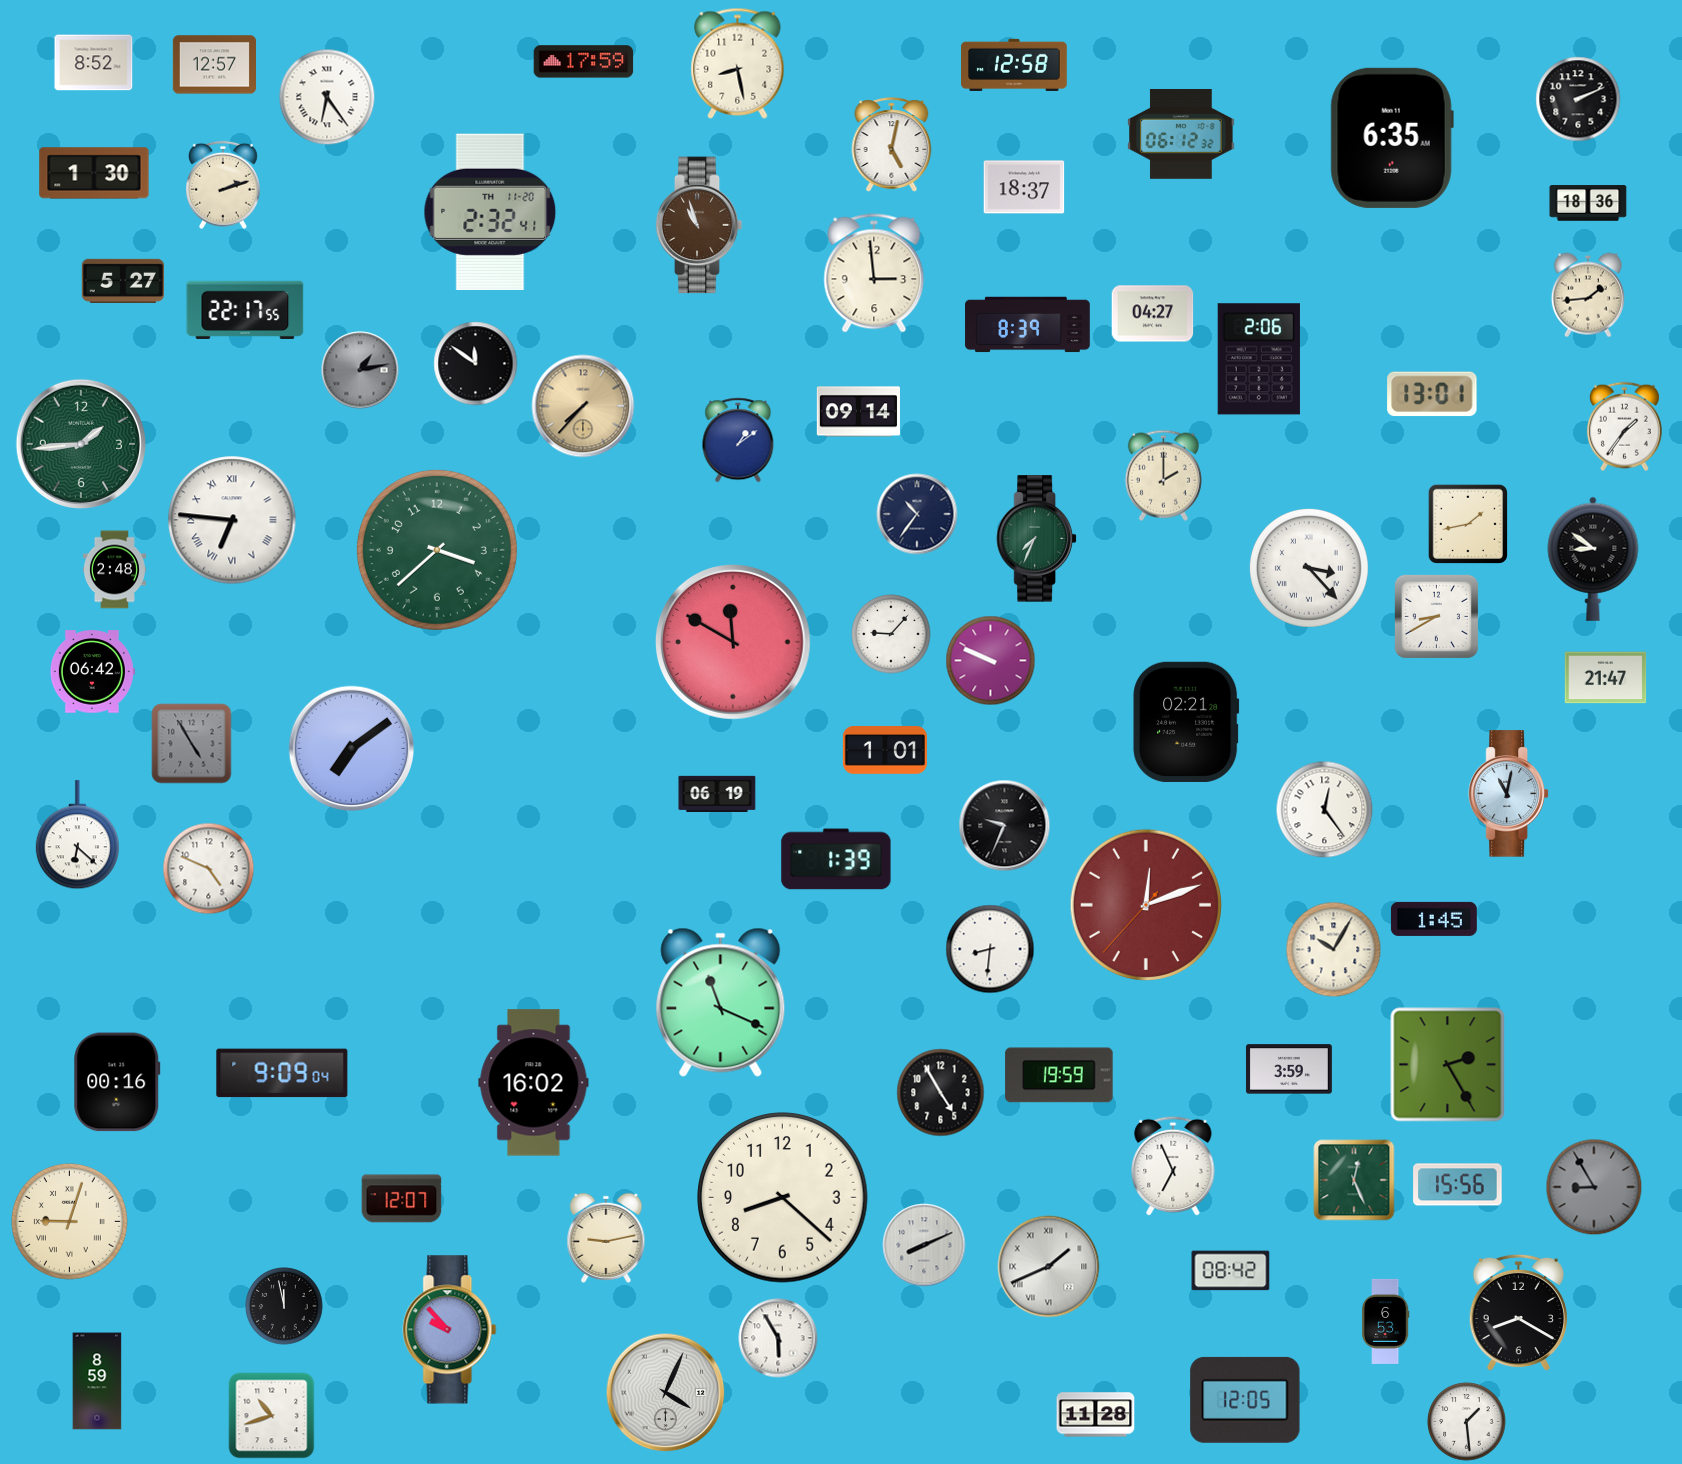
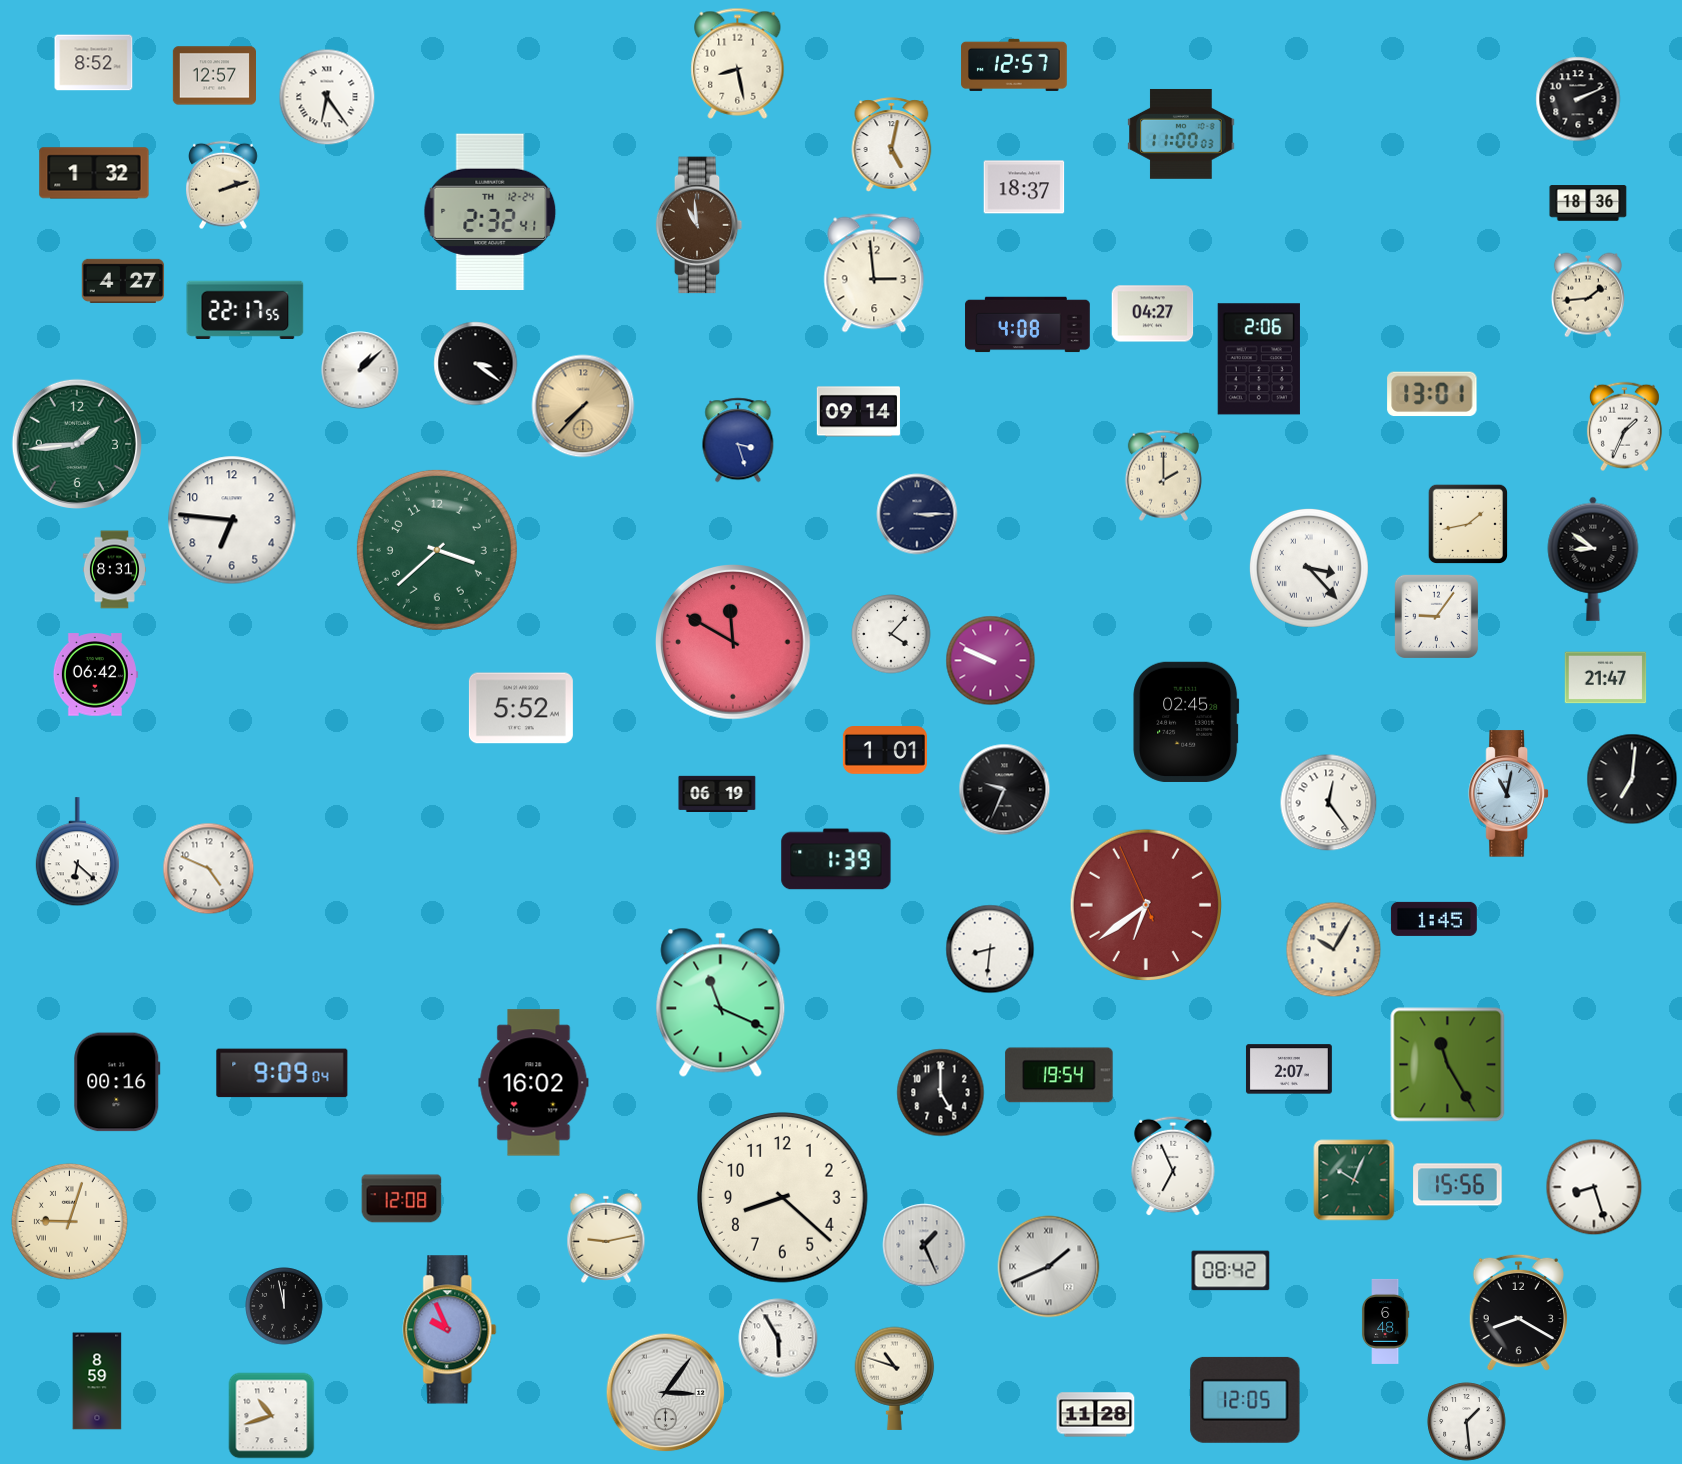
clock at (584, 62): 17:59 -> none
clock at (214, 65) position: (214, 65) -> (214, 76)
clock at (1014, 65): 12:58 -> 12:57
clock at (1181, 134): 06:12 -> 11:00
clock at (1392, 138): 6:35 -> none
clock at (94, 173): 1:30 -> 1:32
clock at (490, 211) date: TH 11-20 -> TH 12-24
clock at (699, 225): 10:57 -> 10:59
clock at (123, 281): 5:27 -> 4:27
clock at (1028, 325): 8:39 -> 4:08
clock at (476, 364): 11:51 -> 3:21
clock at (360, 370): 1:13 -> 1:08
clock at (360, 370) dial: grey -> white
clock at (1624, 427): 1:36 -> 1:34
clock at (738, 440): 1:09 -> 3:27
clock at (81, 444) position: (81, 444) -> (77, 444)
clock at (917, 514): 10:36 -> 3:15
clock at (232, 520) numerals: Roman -> Arabic
clock at (1036, 539): 7:34 -> none
clock at (114, 570): 2:48 -> 8:31
clock at (1436, 616): 8:40 -> 9:06
clock at (891, 634): 9:07 -> 4:07
clock at (92, 672) position: (92, 672) -> (95, 675)
clock at (521, 708): none -> 5:52
clock at (1186, 722): 02:21 -> 02:45
clock at (192, 744): 4:55 -> none
clock at (351, 748): 7:09 -> none
clock at (1632, 779): none -> 7:01
clock at (1325, 810) position: (1325, 810) -> (1329, 803)
clock at (1005, 826) position: (1005, 826) -> (1005, 790)
clock at (77, 835) position: (77, 835) -> (77, 852)
clock at (1145, 904): 12:11 -> 6:38
clock at (1448, 1065): 2:25 -> 11:25
clock at (1289, 1069): 3:59 -> 2:07
clock at (1059, 1075): 19:59 -> 19:54
clock at (941, 1093): 4:55 -> 5:00
clock at (1354, 1180): 12:26 -> 10:04
clock at (1594, 1187): 8:55 -> 8:27
clock at (1594, 1187) dial: grey -> white
clock at (402, 1199): 12:07 -> 12:08
clock at (924, 1245): 8:11 -> 1:26
clock at (1385, 1321): 6:53 -> 6:48
clock at (450, 1330): 9:53 -> 9:56
clock at (895, 1378): none -> 10:48
clock at (666, 1393): 4:04 -> 3:06
